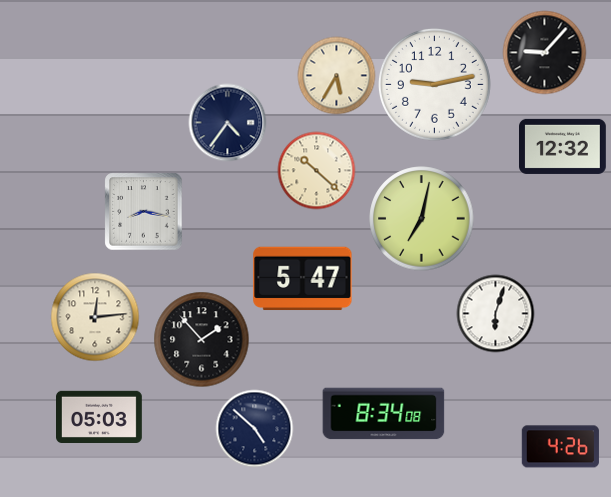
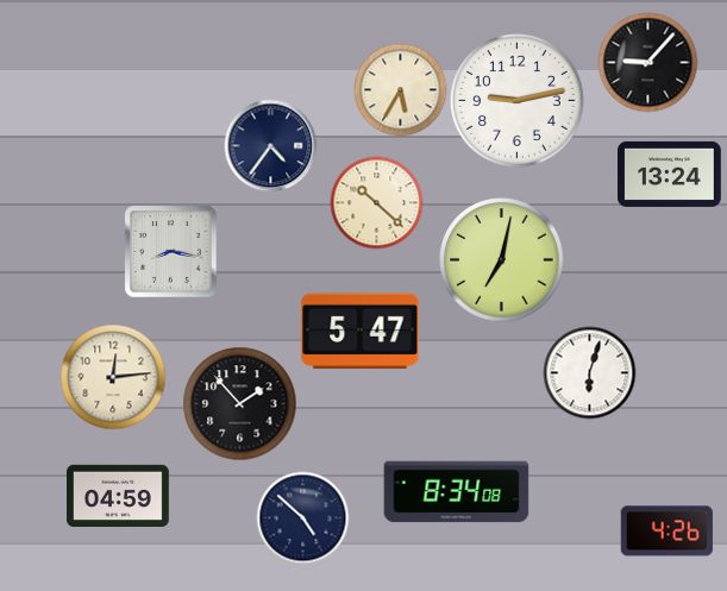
clock at (563, 146): 12:32 -> 13:24
clock at (100, 416): 05:03 -> 04:59
clock at (254, 428) position: (254, 428) -> (302, 517)
